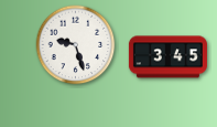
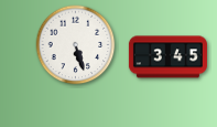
clock at (76, 45): 9:27 -> 5:27
